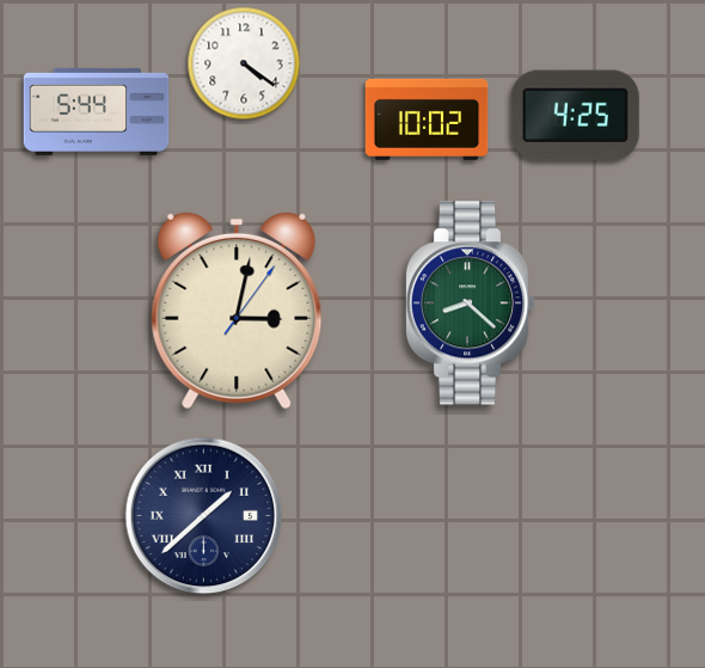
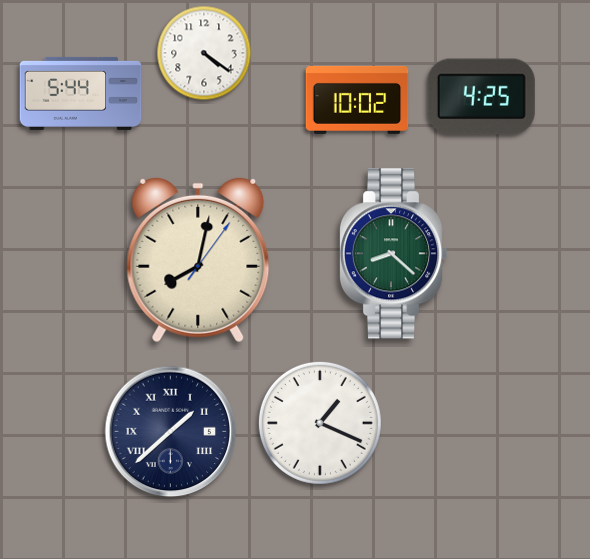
clock at (237, 311): 3:02 -> 8:02
clock at (320, 423): none -> 1:19
